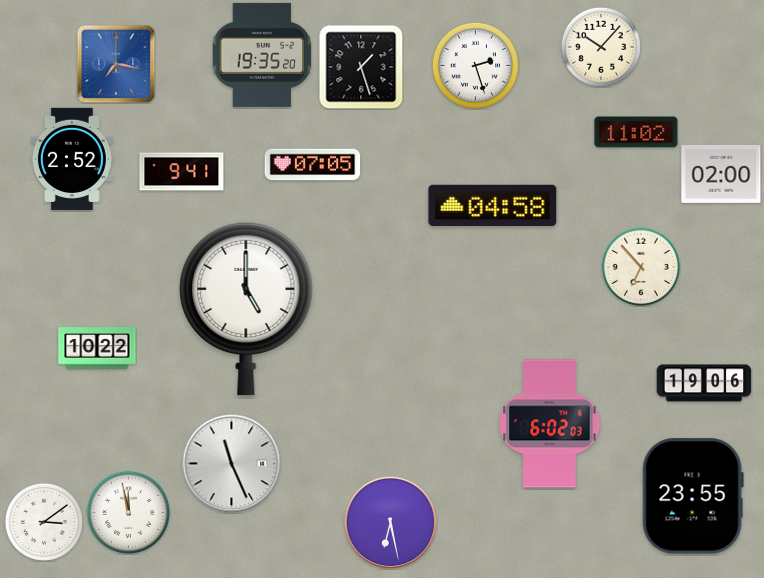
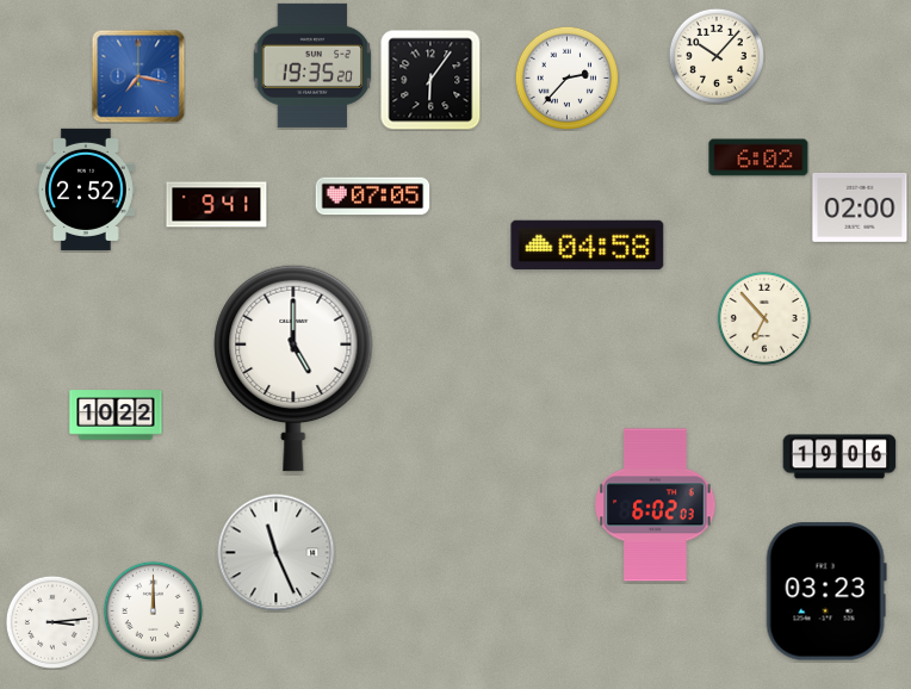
clock at (475, 65): 2:27 -> 2:37
clock at (361, 67): 1:27 -> 6:06
clock at (636, 132): 11:02 -> 6:02
clock at (693, 496): 23:55 -> 03:23
clock at (128, 512): 11:58 -> 12:00
clock at (44, 522): 3:09 -> 3:14
clock at (390, 522): 6:28 -> none
